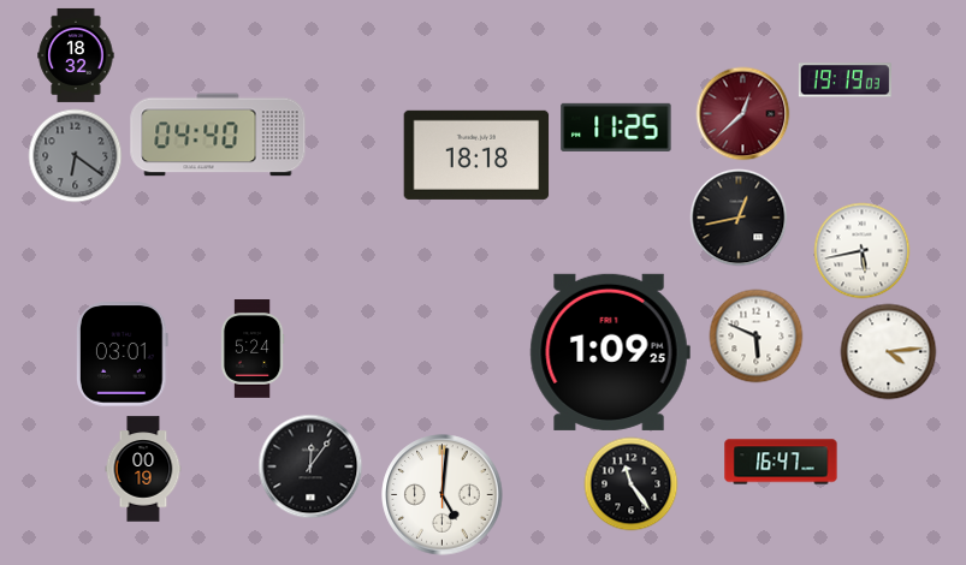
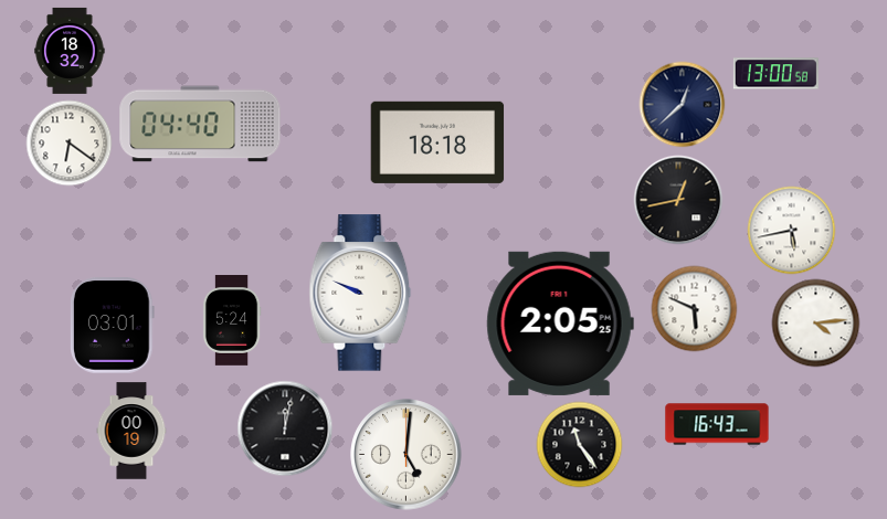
clock at (844, 81): 19:19 -> 13:00
clock at (742, 113) dial: burgundy -> navy
clock at (616, 127): 11:25 -> none
clock at (75, 155) dial: grey -> white
clock at (360, 293): none -> 9:49
clock at (610, 352): 1:09 -> 2:05
clock at (781, 462): 16:47 -> 16:43
clock at (310, 466): 12:06 -> 12:02
